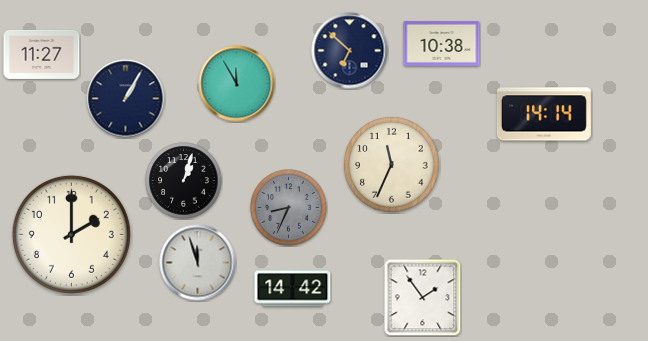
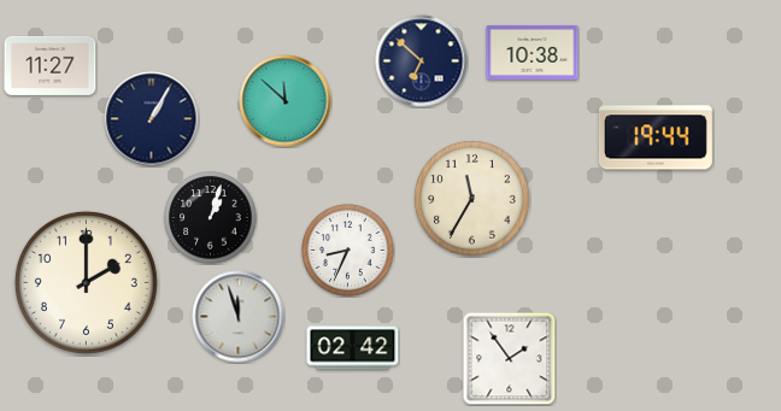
clock at (237, 84): 11:55 -> 11:52
clock at (544, 114): 14:14 -> 19:44
clock at (392, 165): 11:34 -> 11:35
clock at (184, 181) position: (184, 181) -> (211, 218)
clock at (289, 208) dial: grey -> white
clock at (293, 289): 14:42 -> 02:42
